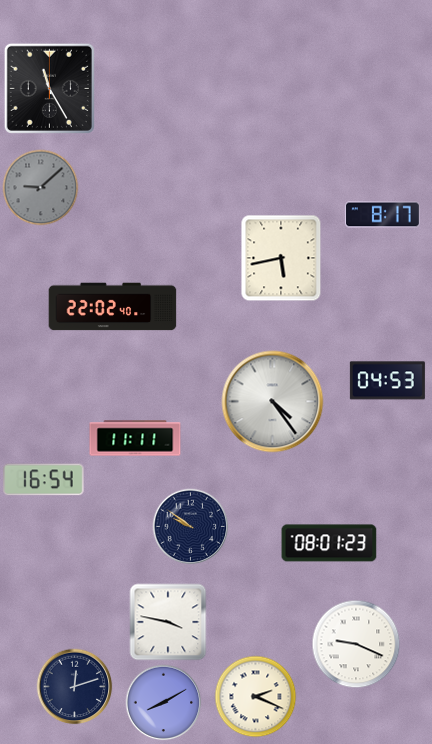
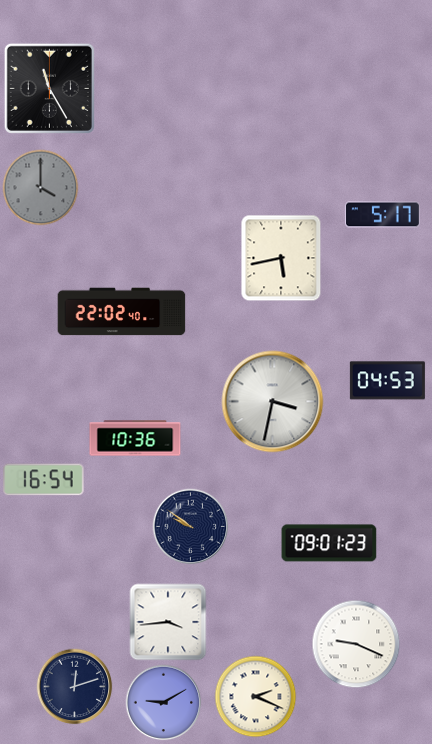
clock at (41, 188): 9:08 -> 4:00
clock at (382, 215): 8:17 -> 5:17
clock at (113, 307) position: (113, 307) -> (122, 312)
clock at (273, 402): 4:24 -> 3:32
clock at (135, 438): 11:11 -> 10:36
clock at (329, 543): 08:01 -> 09:01
clock at (168, 622): 3:47 -> 3:44
clock at (164, 703): 8:10 -> 9:10
